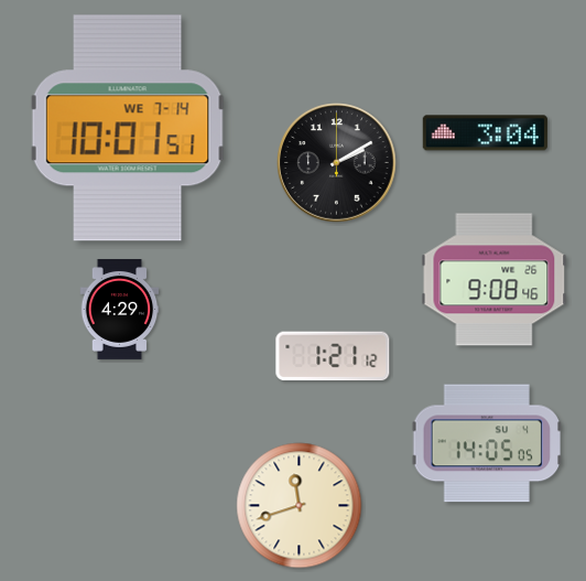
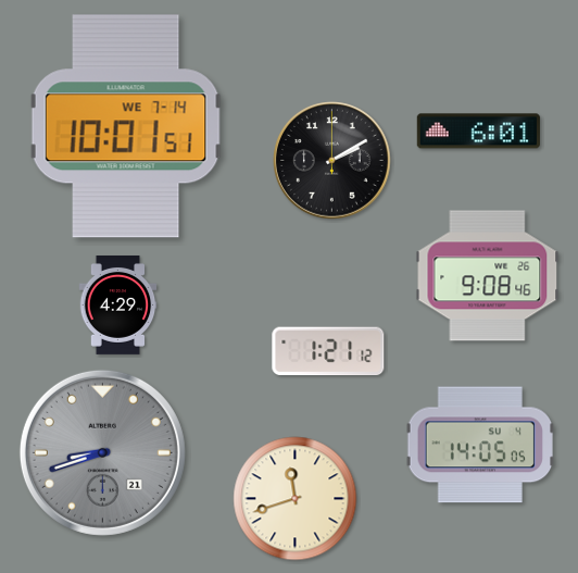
clock at (485, 133): 3:04 -> 6:01
clock at (486, 443) position: (486, 443) -> (479, 445)
clock at (102, 452): none -> 8:42
